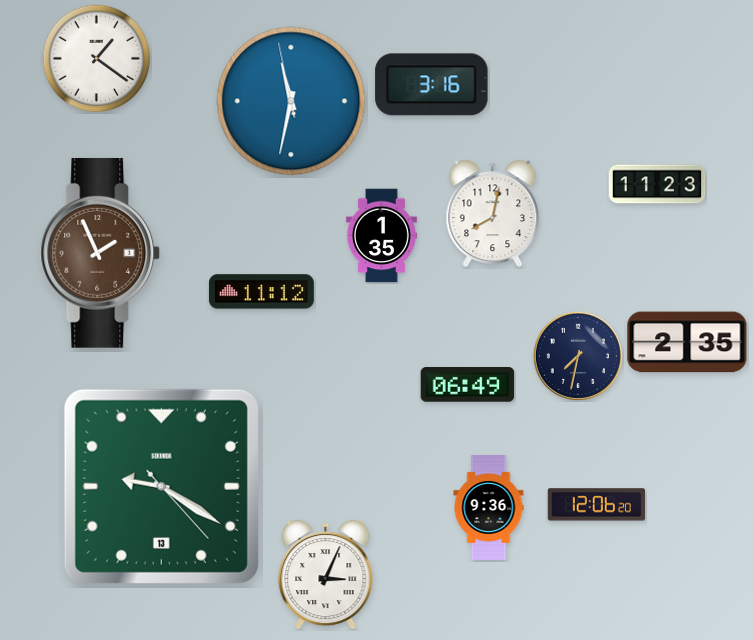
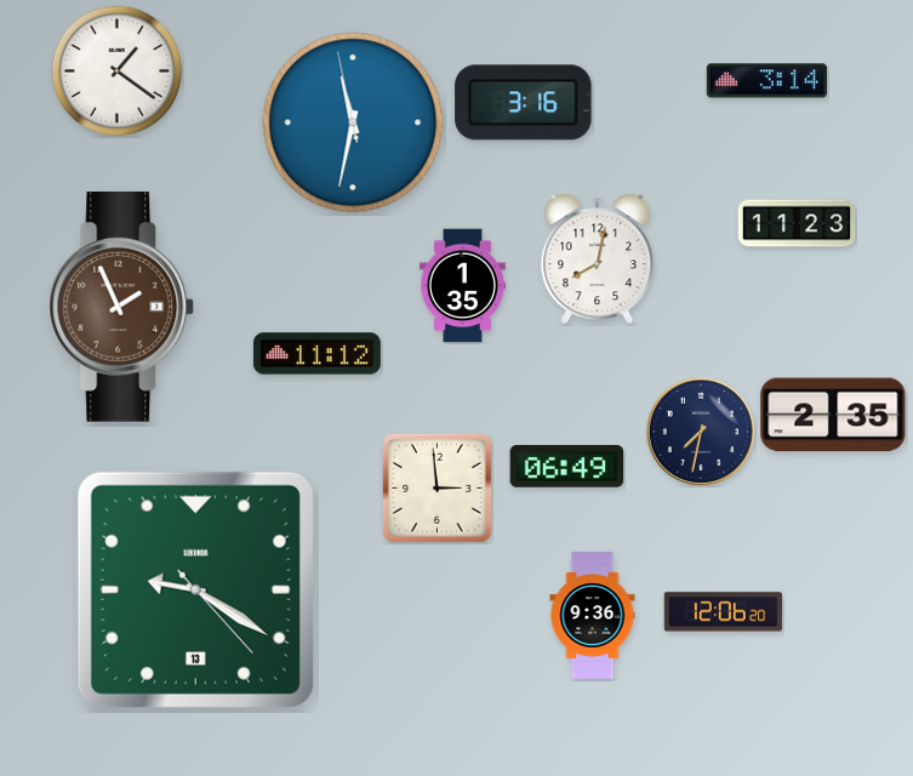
clock at (766, 81): none -> 3:14
clock at (436, 487): none -> 2:59
clock at (326, 575): 3:04 -> none
